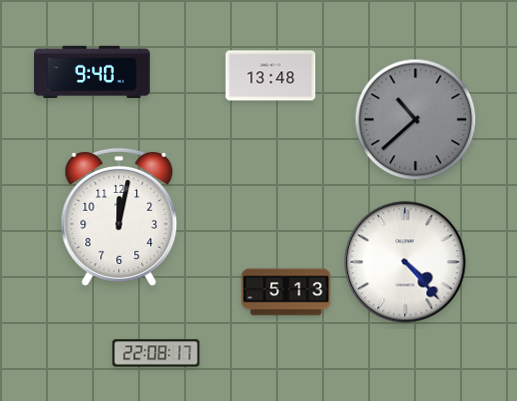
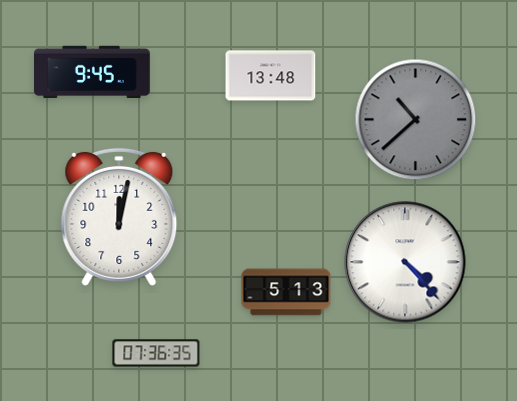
clock at (93, 71): 9:40 -> 9:45
clock at (156, 353): 22:08 -> 07:36
